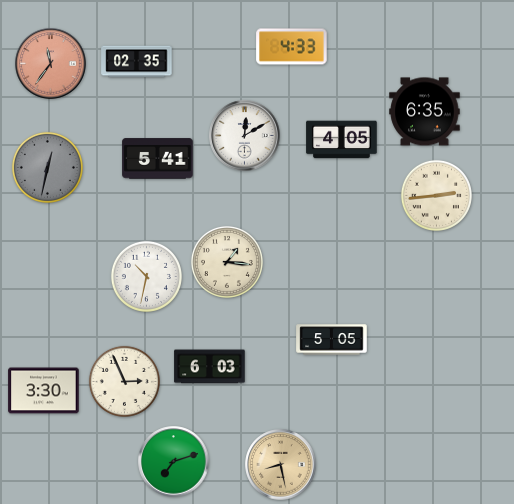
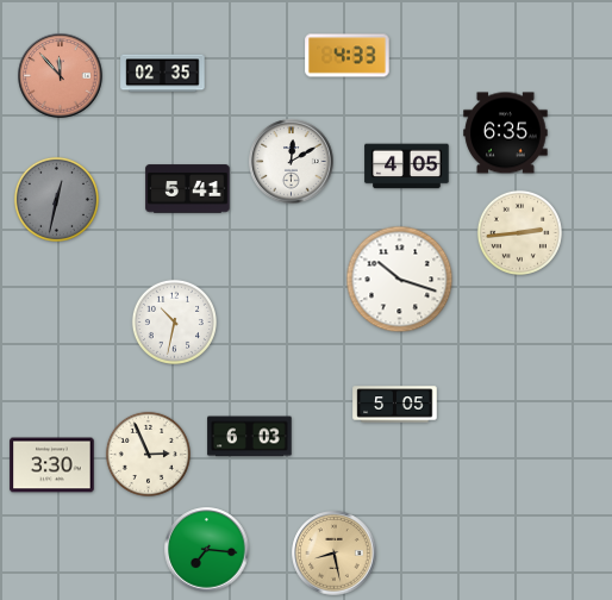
clock at (51, 64): 11:36 -> 11:53
clock at (400, 280): none -> 10:18
clock at (227, 262): 1:16 -> none
clock at (146, 276) position: (146, 276) -> (174, 321)
clock at (174, 462): 7:12 -> 7:16
